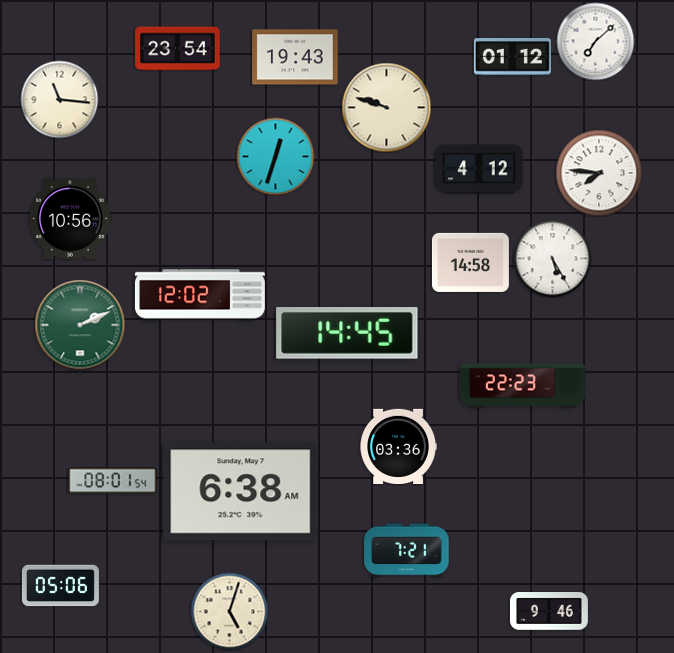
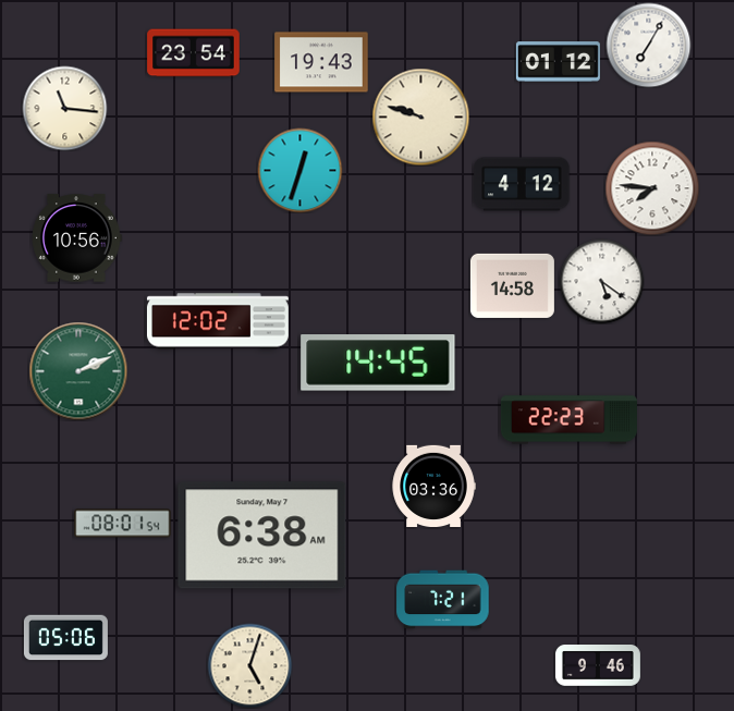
clock at (595, 41): 7:08 -> 7:05
clock at (552, 258): 5:25 -> 5:21
clock at (80, 325) position: (80, 325) -> (78, 371)
